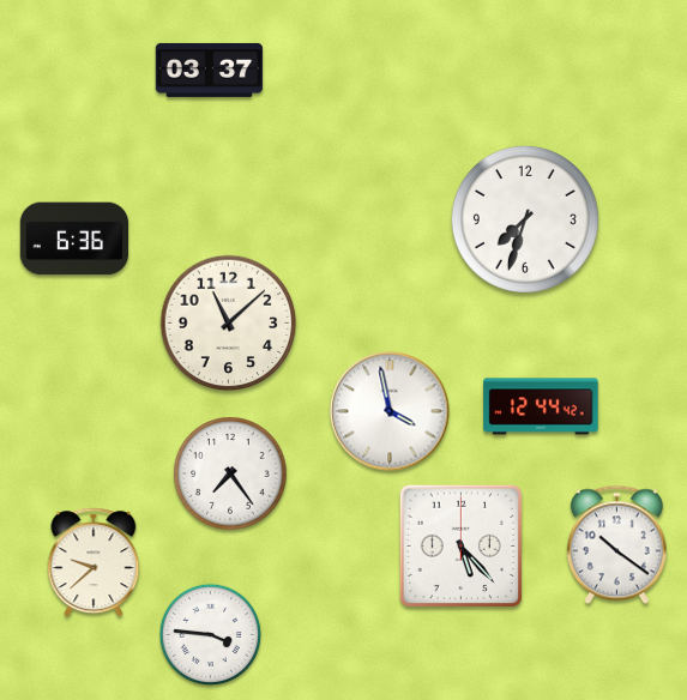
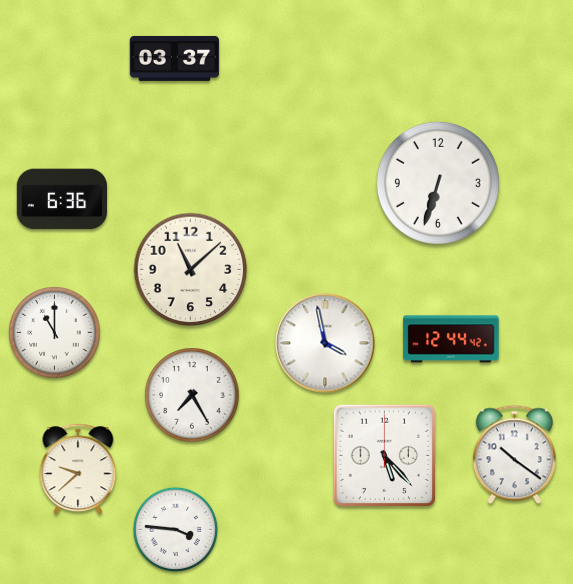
clock at (525, 219): 7:33 -> 6:33
clock at (55, 333): none -> 11:00
clock at (230, 473): 7:24 -> 7:25
